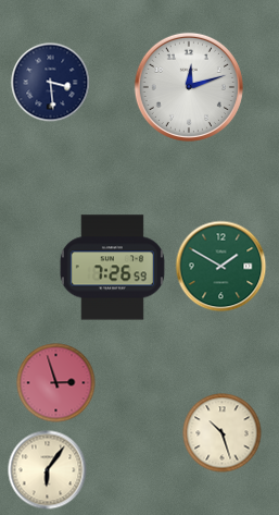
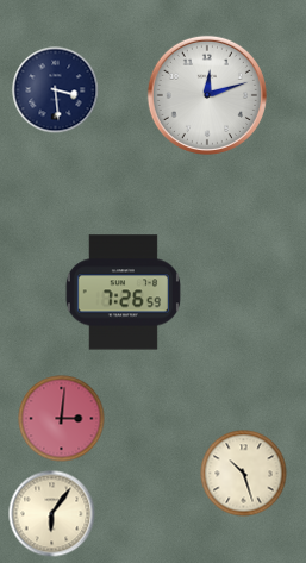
clock at (221, 267): 1:50 -> none
clock at (56, 383): 2:57 -> 3:01
